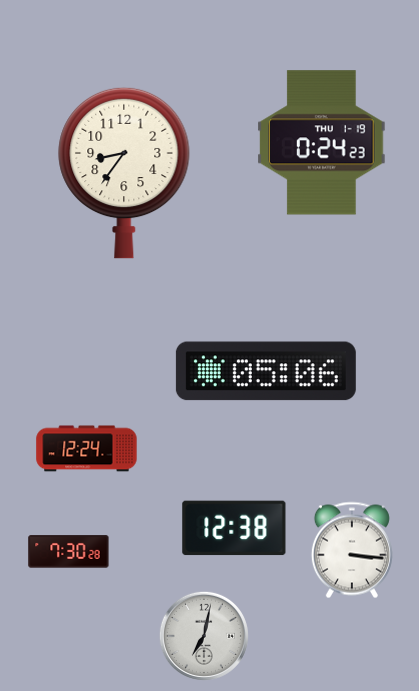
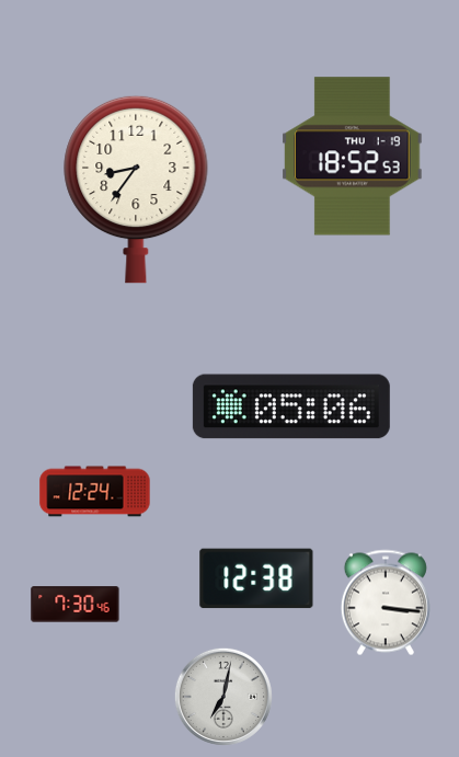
clock at (322, 143): 0:24 -> 18:52
clock at (69, 552): 7:30:28 -> 7:30:46
